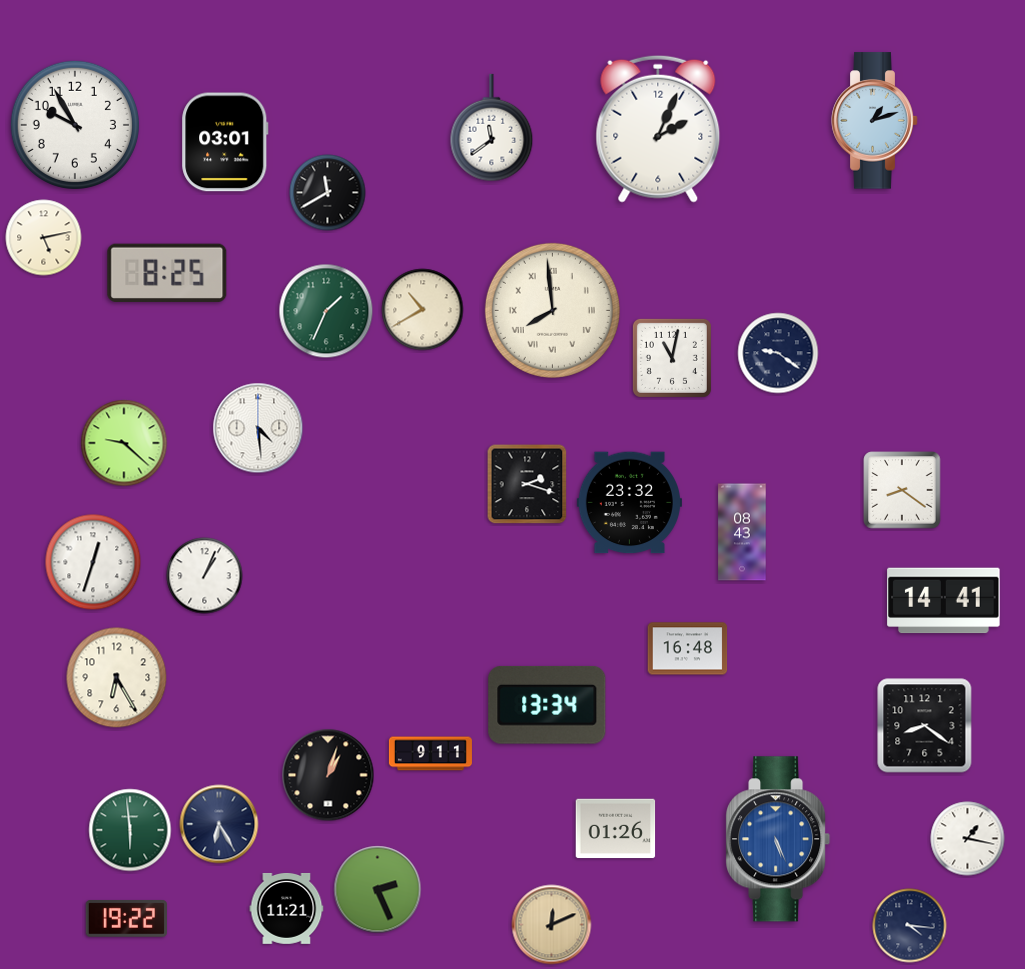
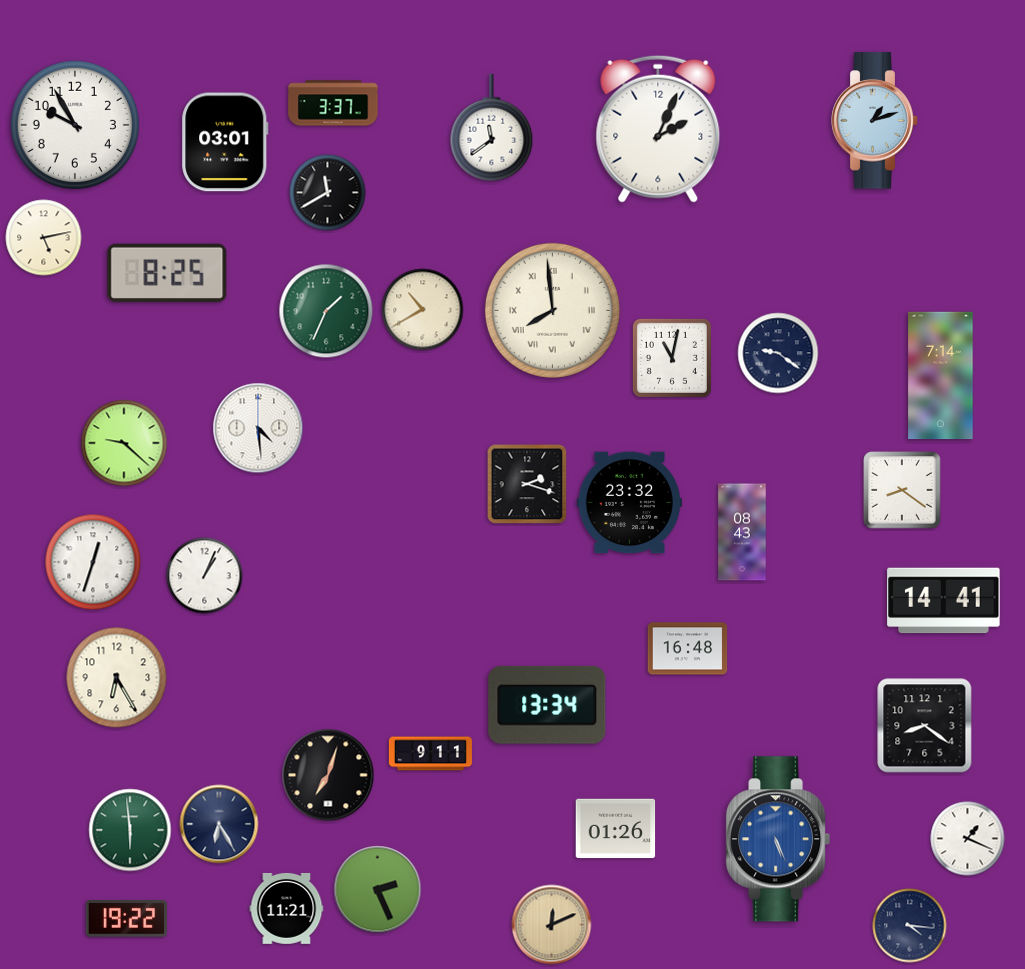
clock at (333, 103): none -> 3:37
clock at (941, 376): none -> 7:14
clock at (328, 775): 1:03 -> 7:03
clock at (968, 839): 1:17 -> 1:19
